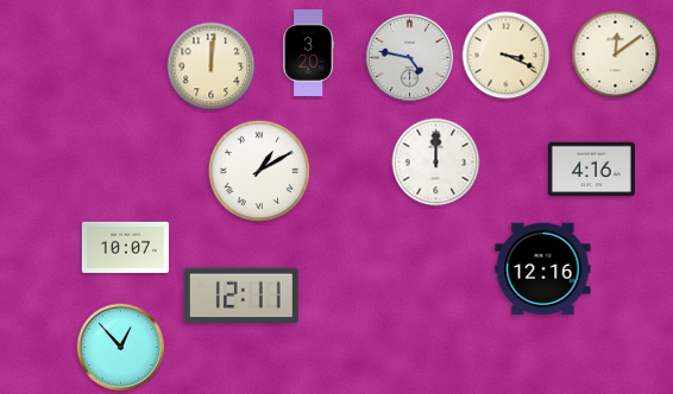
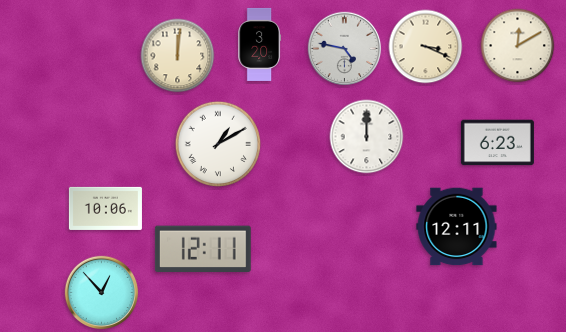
clock at (616, 55): 12:09 -> 12:10
clock at (591, 170): 4:16 -> 6:23
clock at (125, 247): 10:07 -> 10:06
clock at (543, 269): 12:16 -> 12:11
